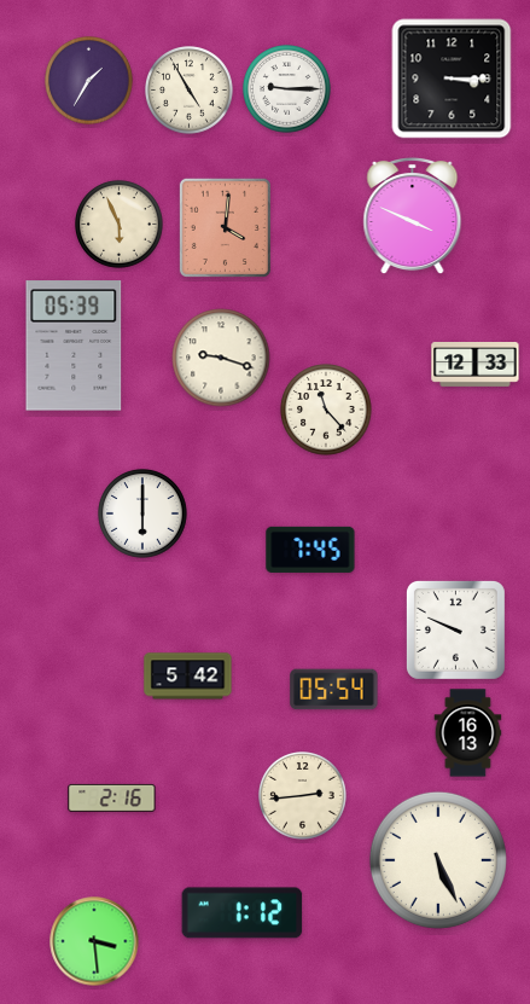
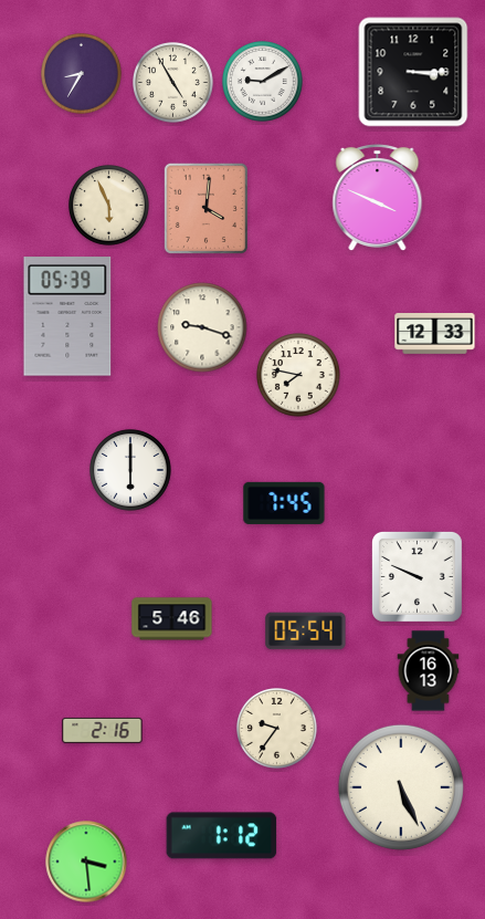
clock at (89, 81): 1:35 -> 8:35
clock at (287, 89): 9:15 -> 9:10
clock at (326, 410): 11:23 -> 7:47
clock at (188, 677): 5:42 -> 5:46
clock at (303, 796): 2:44 -> 9:36
